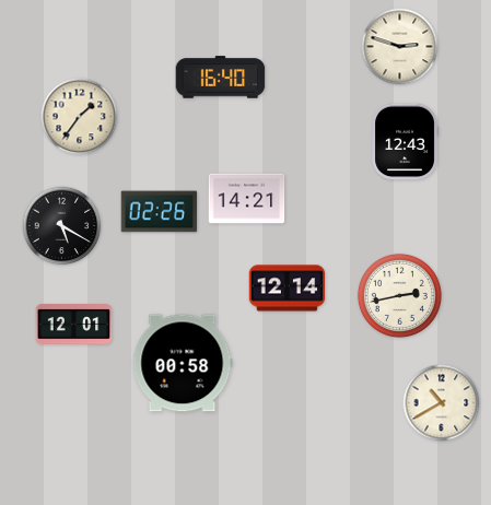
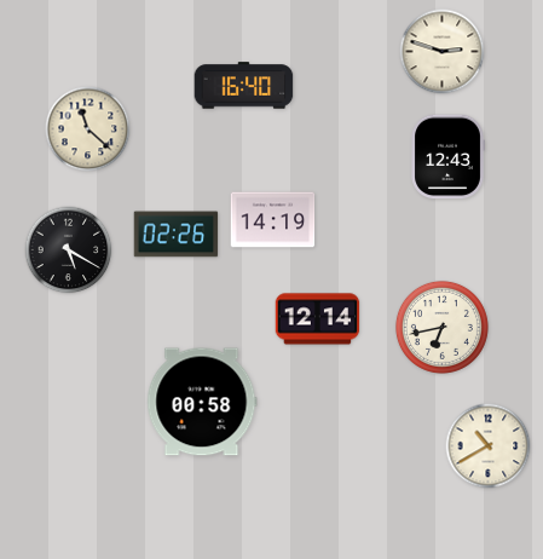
clock at (80, 117): 1:36 -> 11:22
clock at (247, 199): 14:21 -> 14:19
clock at (399, 295): 2:43 -> 6:43
clock at (74, 325): 12:01 -> none
